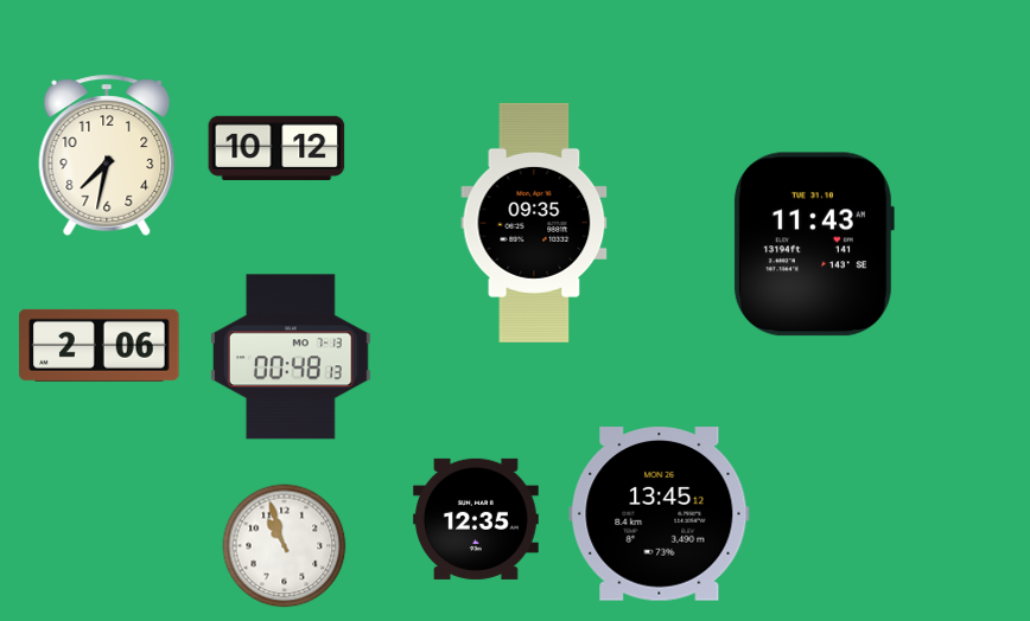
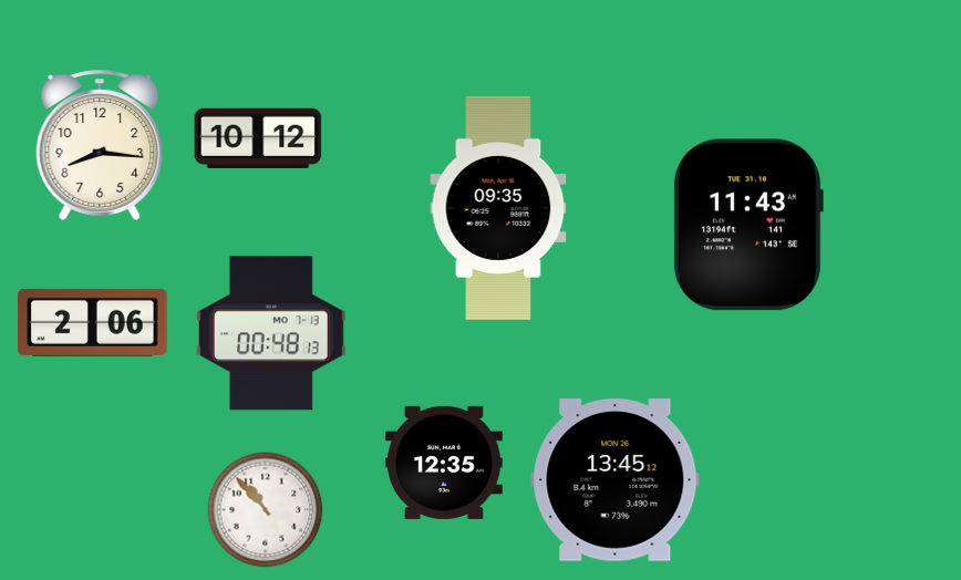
clock at (107, 155): 7:32 -> 8:16
clock at (813, 244) position: (813, 244) -> (747, 225)
clock at (477, 519) position: (477, 519) -> (445, 463)
clock at (285, 546): 10:57 -> 10:53
